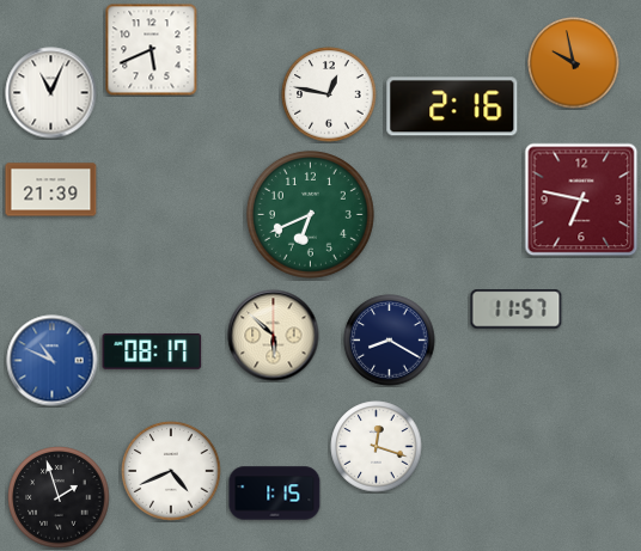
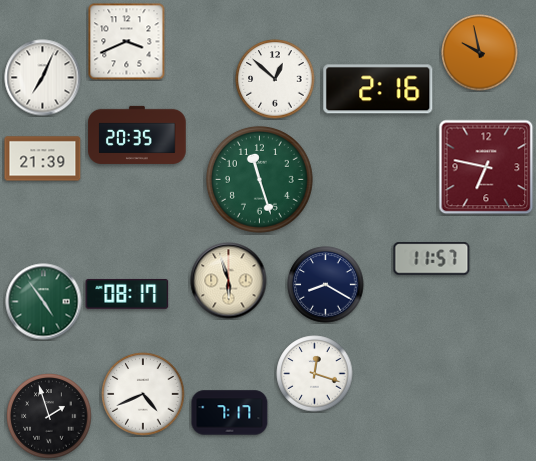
clock at (152, 50): 5:41 -> 3:41
clock at (51, 93): 11:04 -> 7:04
clock at (329, 94): 12:47 -> 12:52
clock at (137, 135): none -> 20:35
clock at (310, 214): 6:41 -> 11:27
clock at (274, 336): 5:52 -> 5:57
clock at (53, 361): 10:49 -> 4:54
clock at (53, 361) dial: blue -> green
clock at (275, 494): 1:15 -> 7:17
